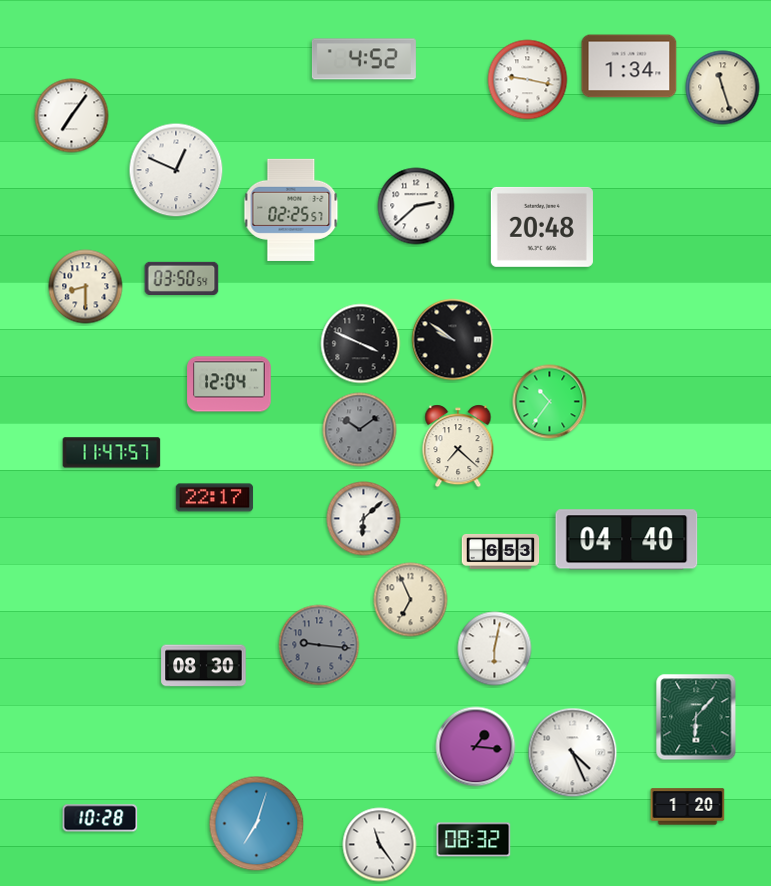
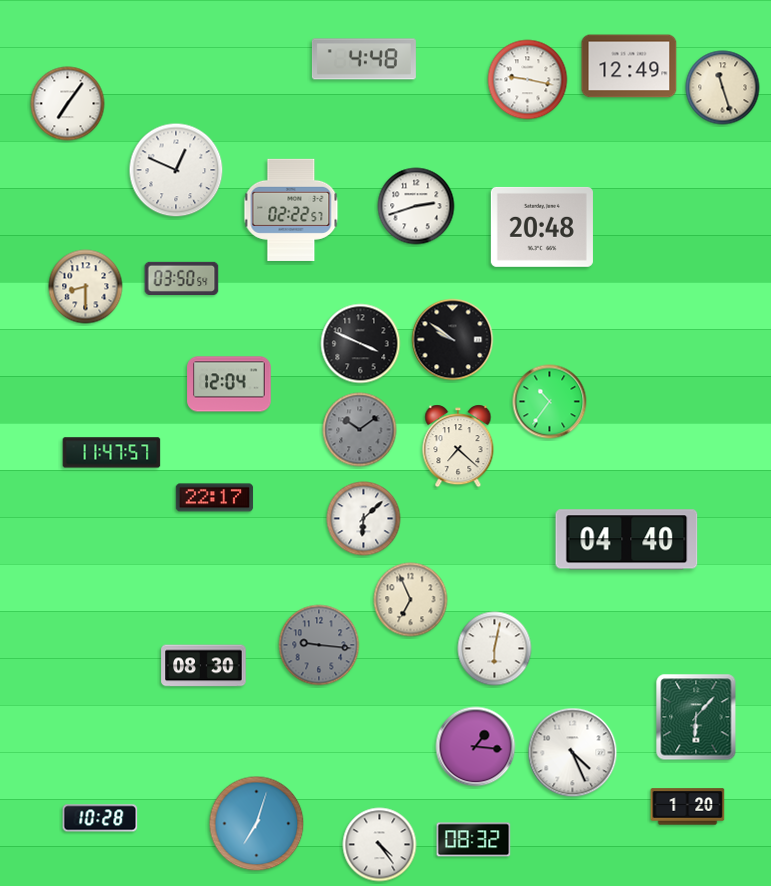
clock at (364, 59): 4:52 -> 4:48
clock at (629, 66): 1:34 -> 12:49
clock at (72, 116) position: (72, 116) -> (68, 104)
clock at (416, 206): 2:38 -> 2:42
clock at (291, 210): 02:25 -> 02:22
clock at (501, 551): 6:53 -> none
clock at (380, 845): 11:24 -> 4:24
